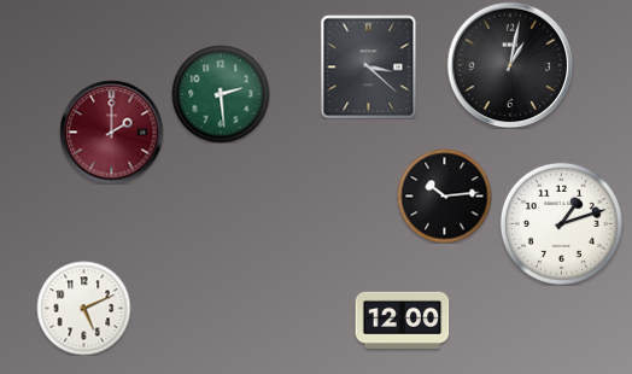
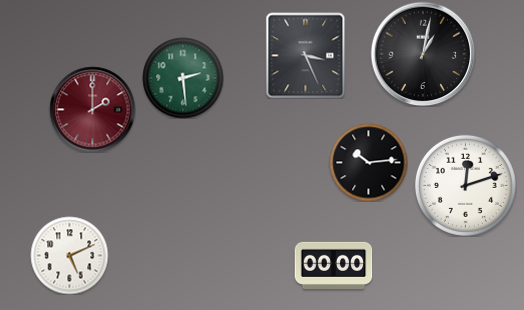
clock at (369, 66): 3:22 -> 3:26
clock at (561, 223): 1:12 -> 12:12
clock at (402, 320): 12:00 -> 00:00
